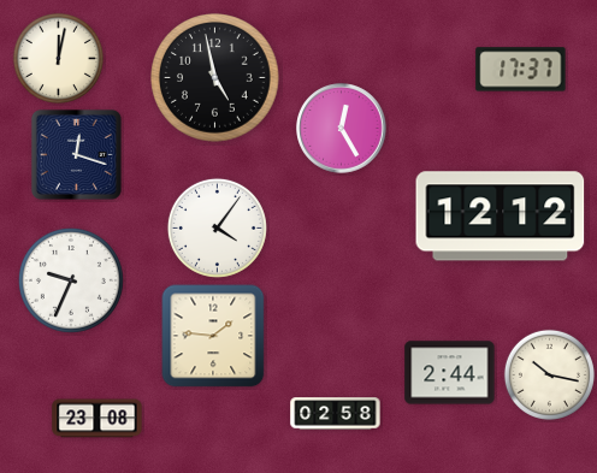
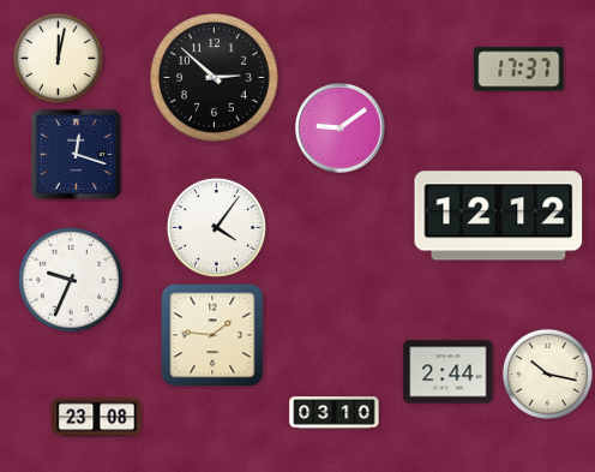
clock at (215, 78): 4:58 -> 2:52
clock at (342, 129): 12:25 -> 9:09
clock at (336, 414): 02:58 -> 03:10
